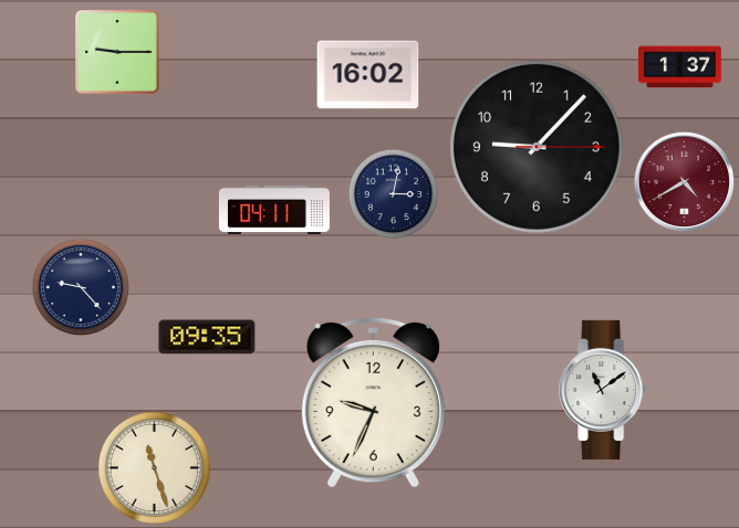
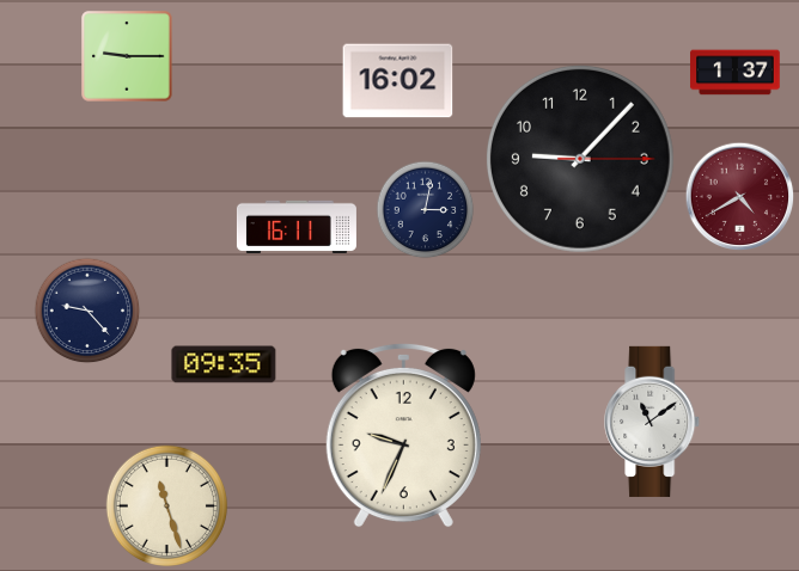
clock at (274, 209): 04:11 -> 16:11
